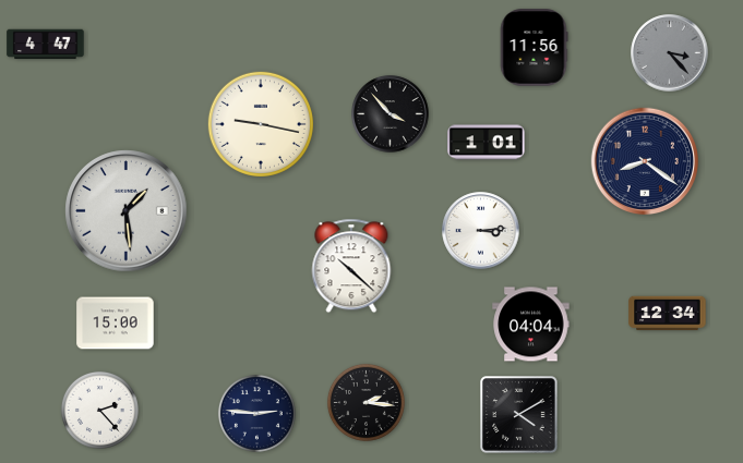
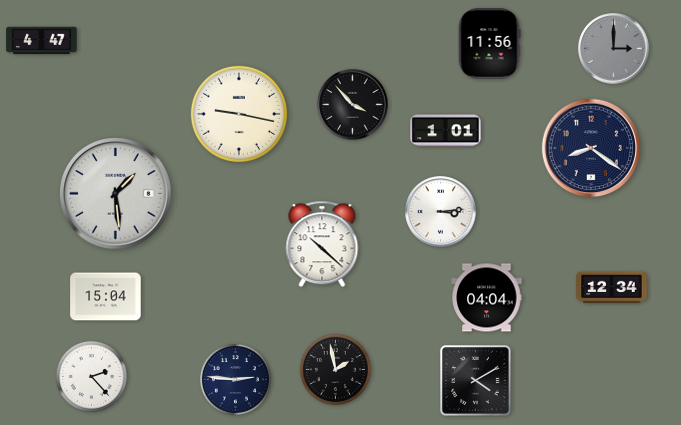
clock at (670, 53): 3:23 -> 3:00
clock at (391, 114) position: (391, 114) -> (353, 105)
clock at (116, 324): 15:00 -> 15:04
clock at (365, 402): 2:16 -> 1:58
